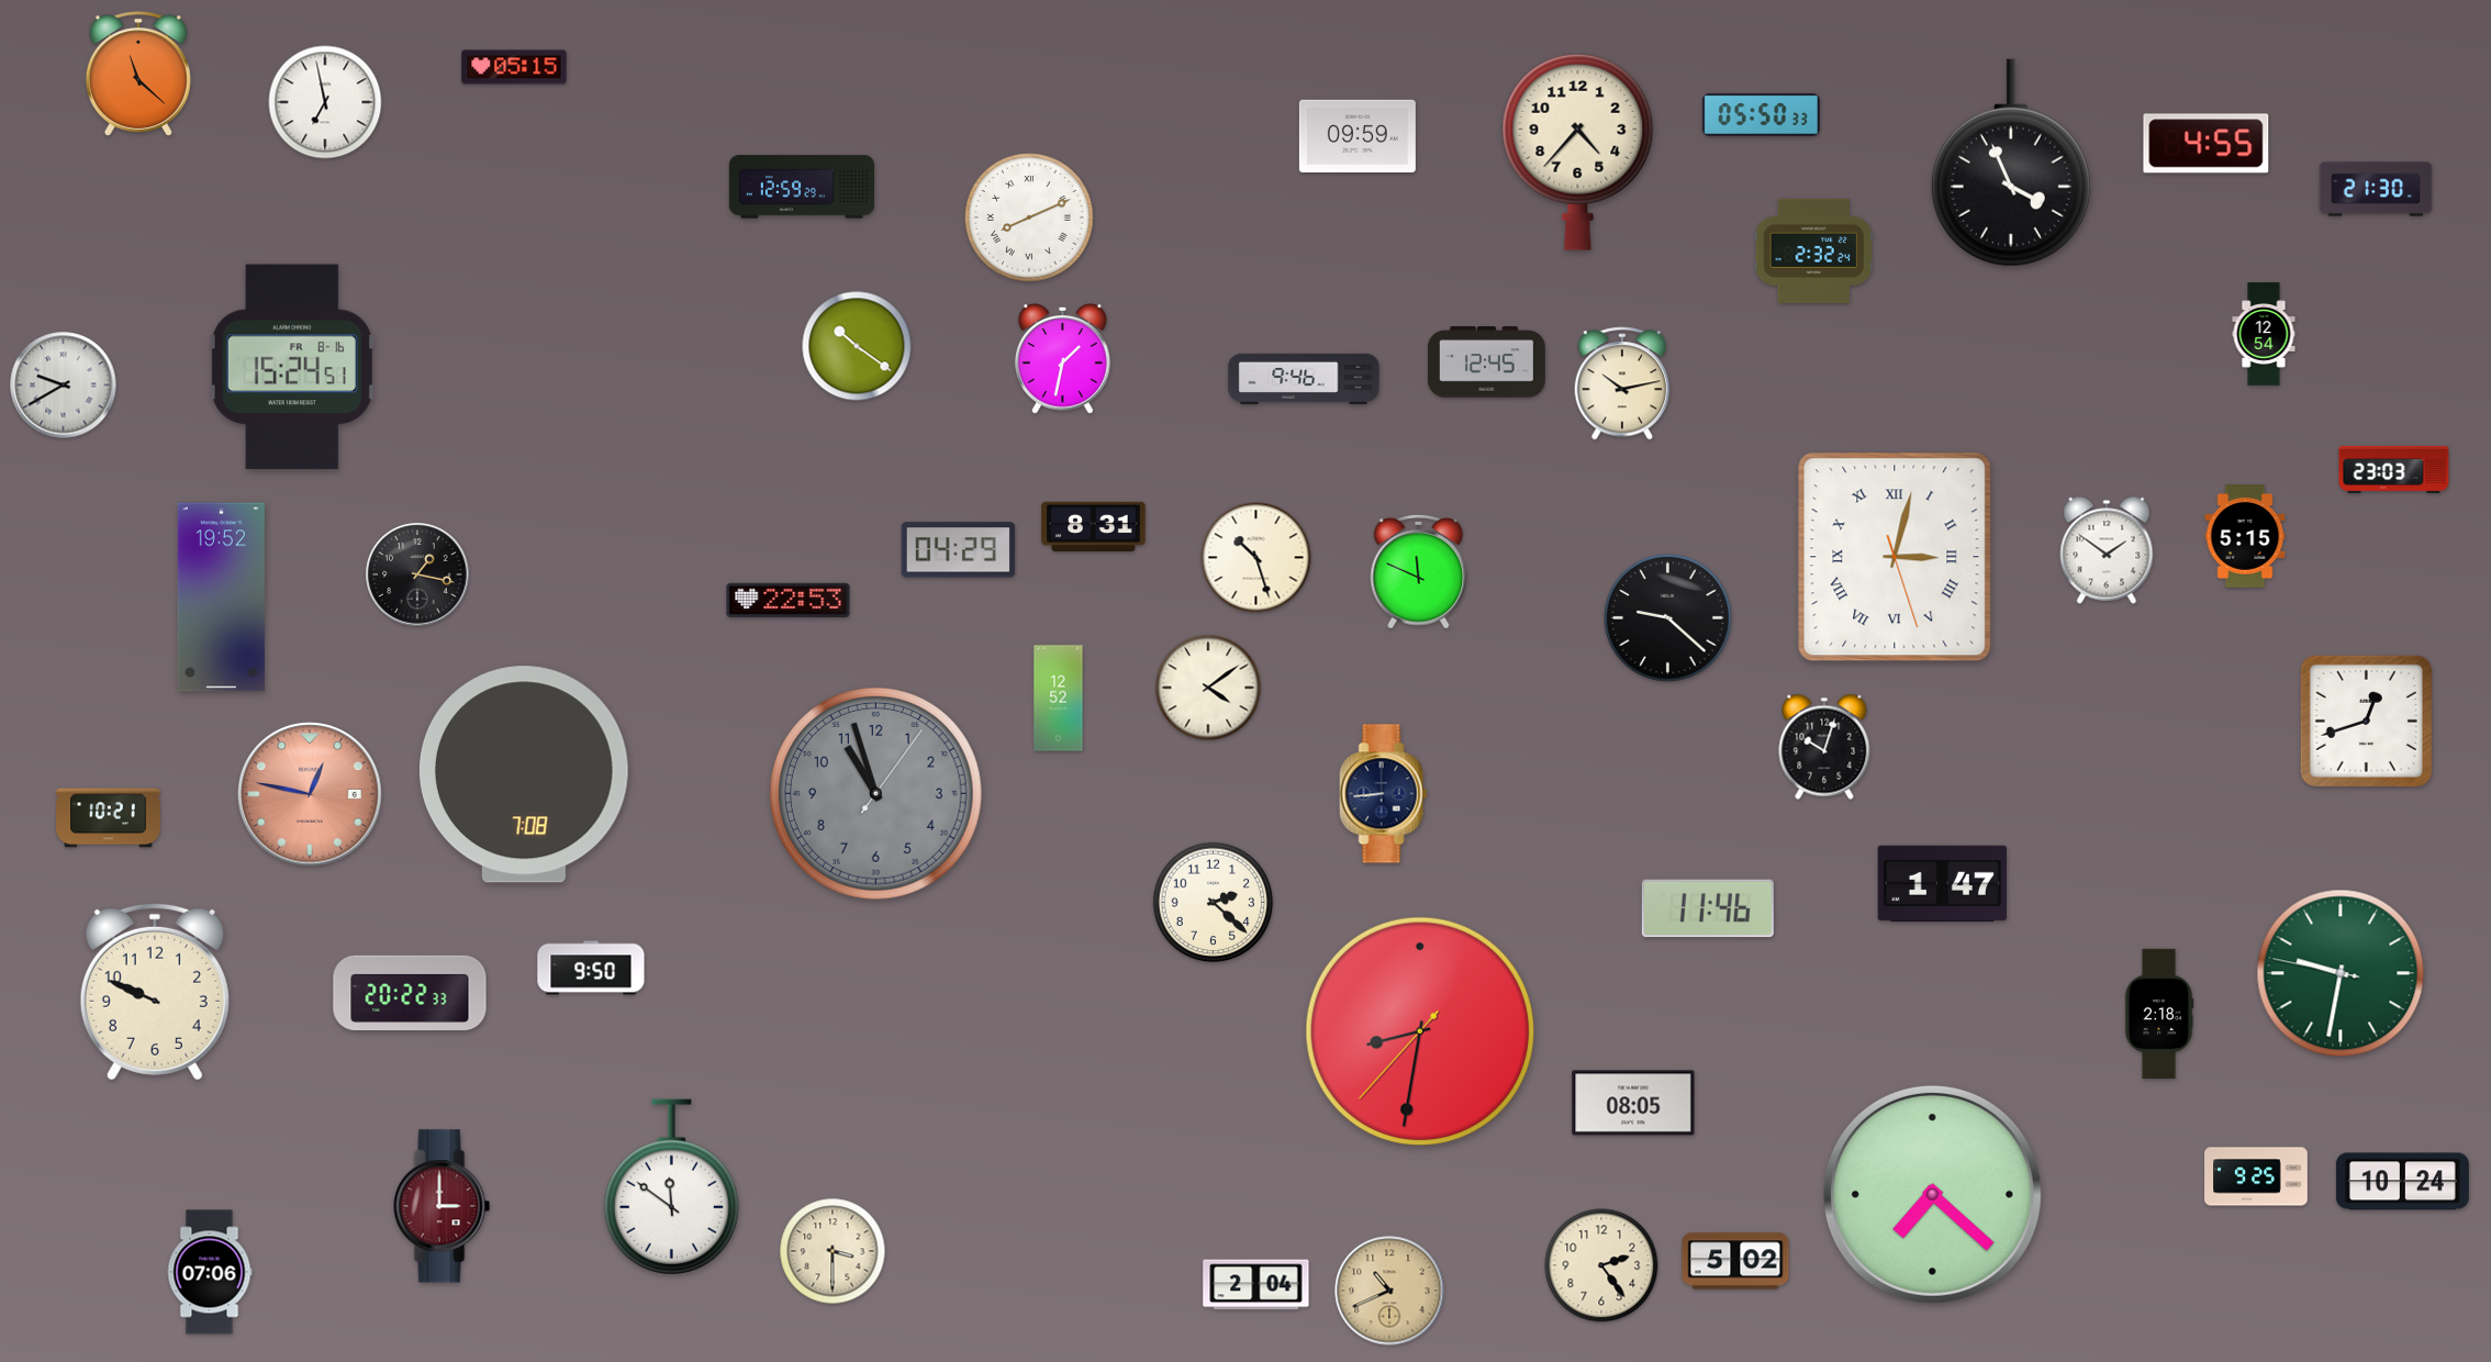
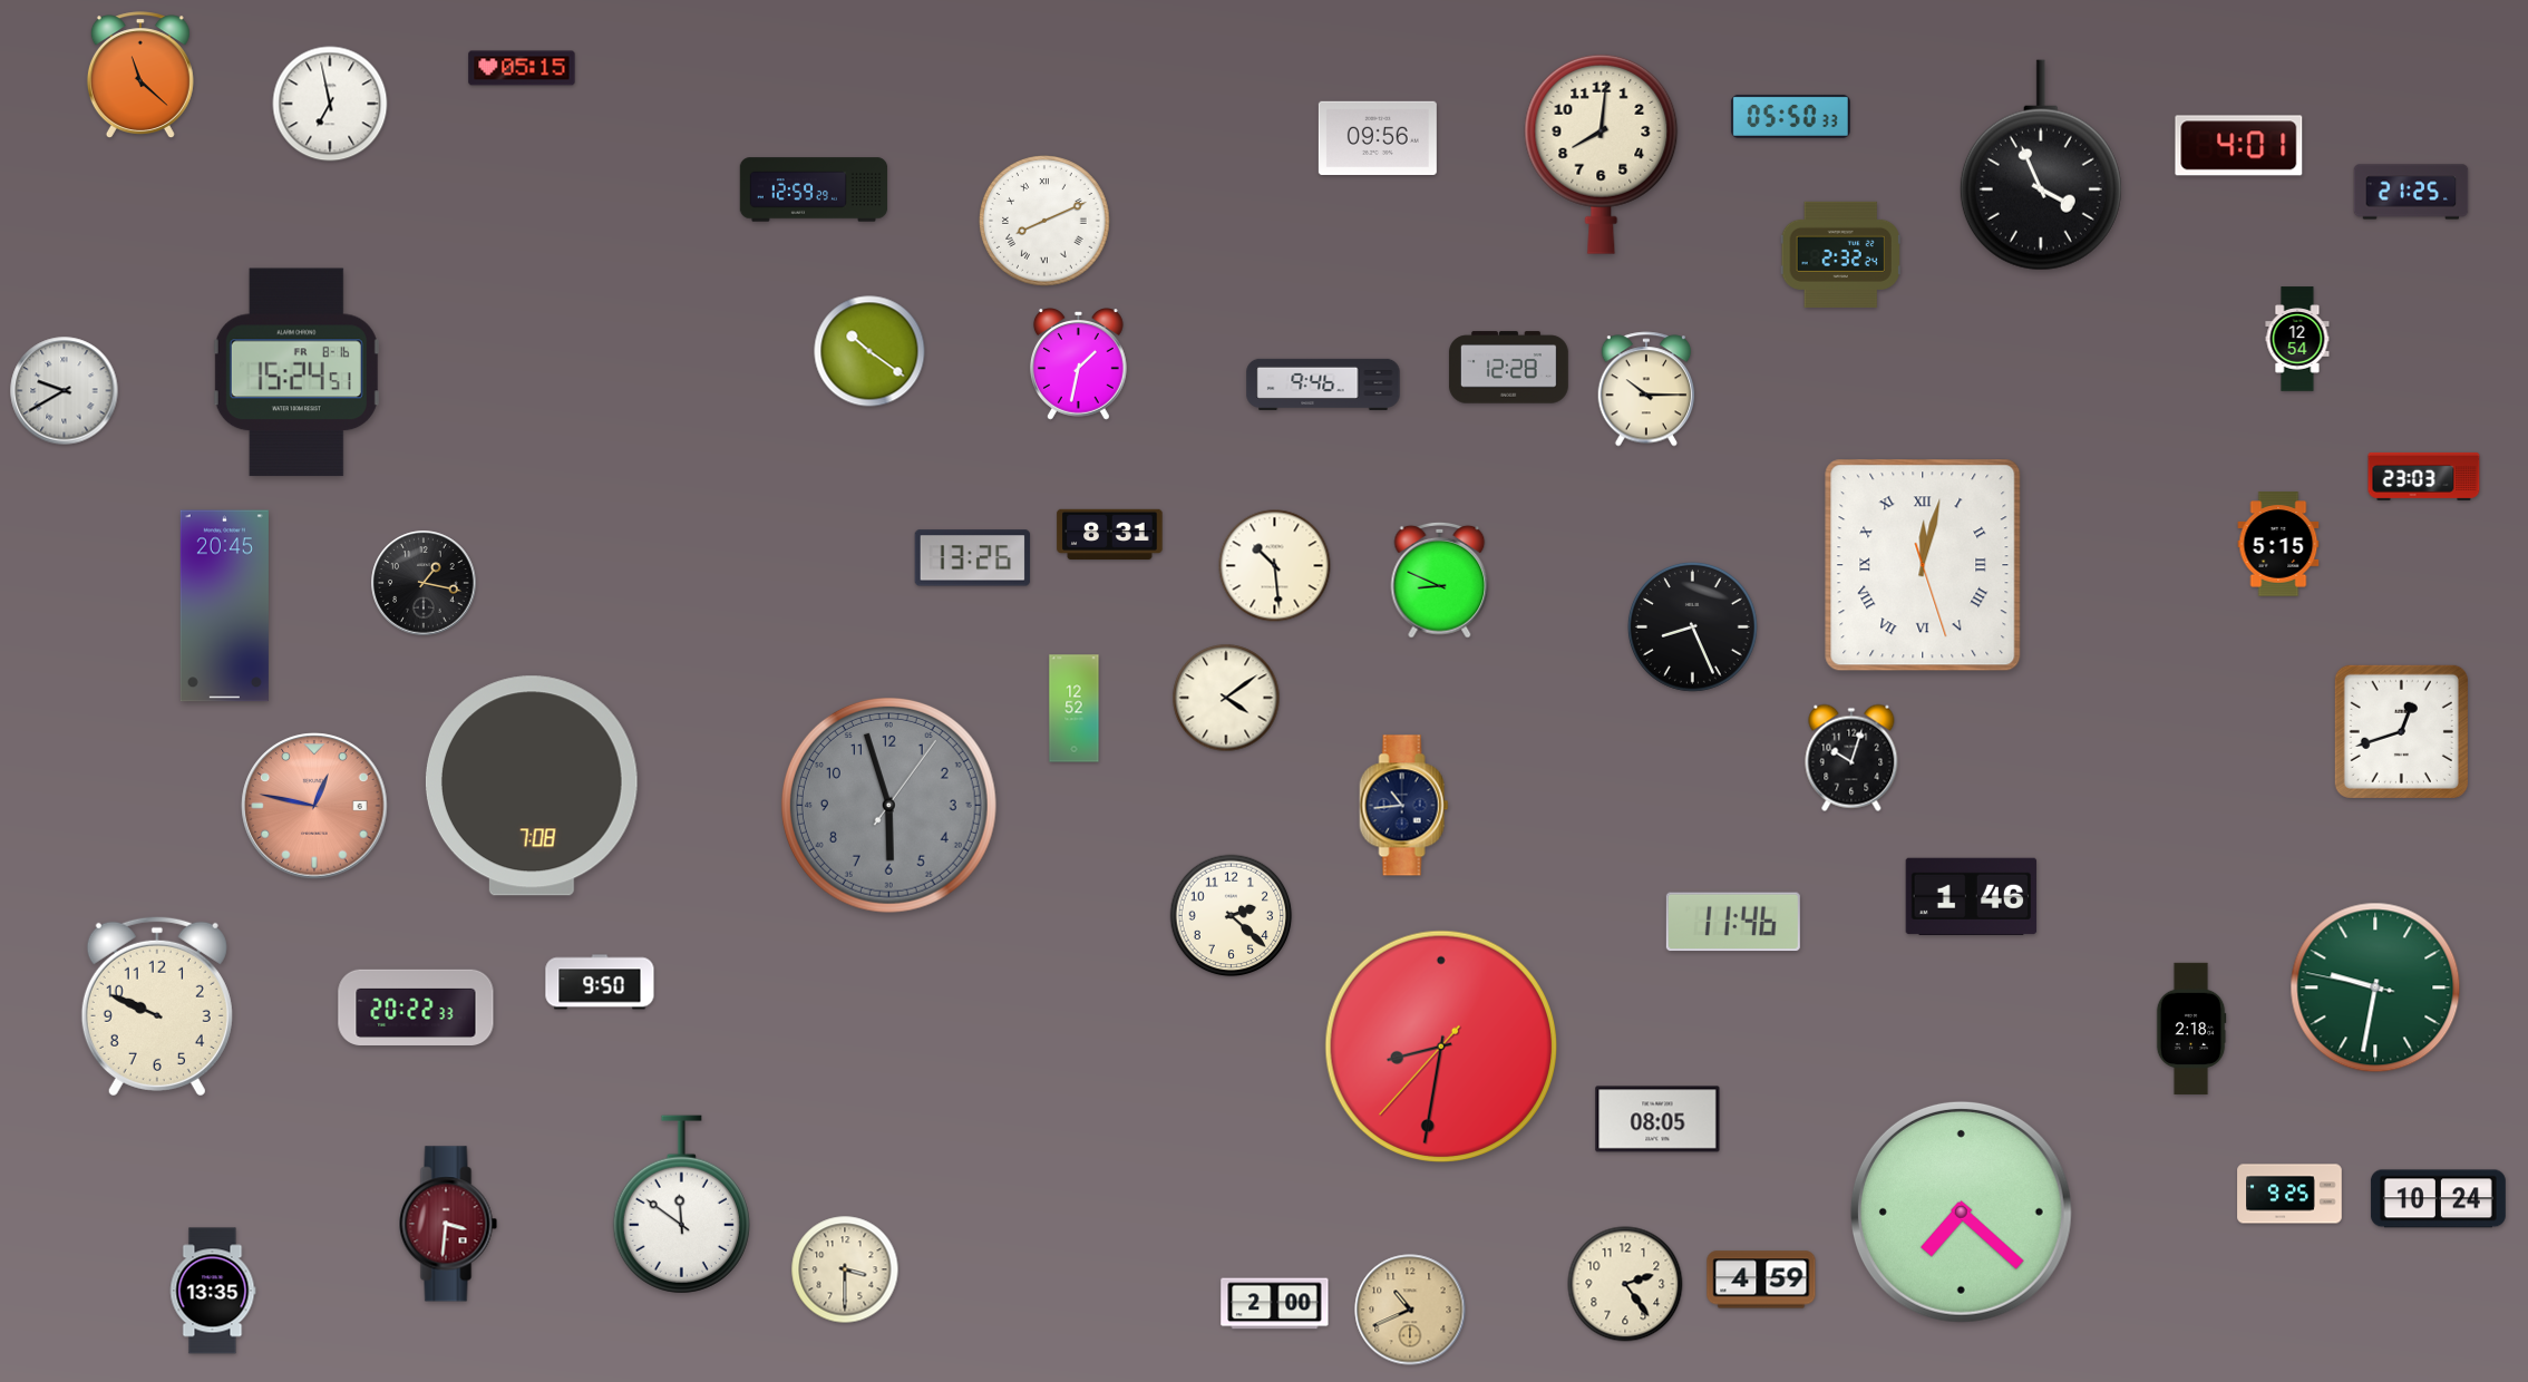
clock at (1761, 114) position: (1761, 114) -> (1790, 116)
clock at (1358, 136): 09:59 -> 09:56
clock at (2207, 144): 4:55 -> 4:01
clock at (1578, 152): 4:37 -> 8:01
clock at (2376, 189): 21:30 -> 21:25
clock at (1486, 362): 12:45 -> 12:28
clock at (1622, 383): 10:13 -> 10:15
clock at (2394, 469) position: (2394, 469) -> (2424, 476)
clock at (959, 550): 04:29 -> 13:26
clock at (2107, 550): 1:51 -> none
clock at (1895, 557): 3:02 -> 12:02
clock at (1256, 558): 10:27 -> 10:29
clock at (1419, 571): 11:49 -> 8:49
clock at (221, 598): 19:52 -> 20:45
clock at (789, 600): 22:53 -> none
clock at (1667, 617): 9:22 -> 8:26
clock at (875, 793): 10:57 -> 5:57
clock at (1384, 794): 8:44 -> 10:44
clock at (109, 818): 10:21 -> none
clock at (1943, 883): 1:47 -> 1:46
clock at (442, 1206): 3:00 -> 3:31
clock at (1735, 1261): 5:02 -> 4:59
clock at (210, 1272): 07:06 -> 13:35
clock at (1256, 1285): 2:04 -> 2:00
